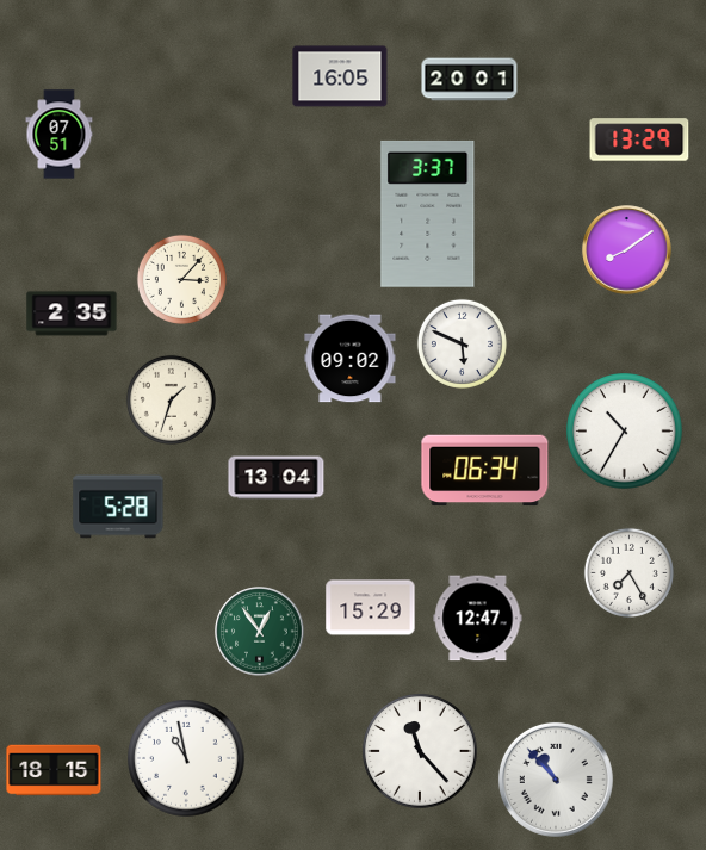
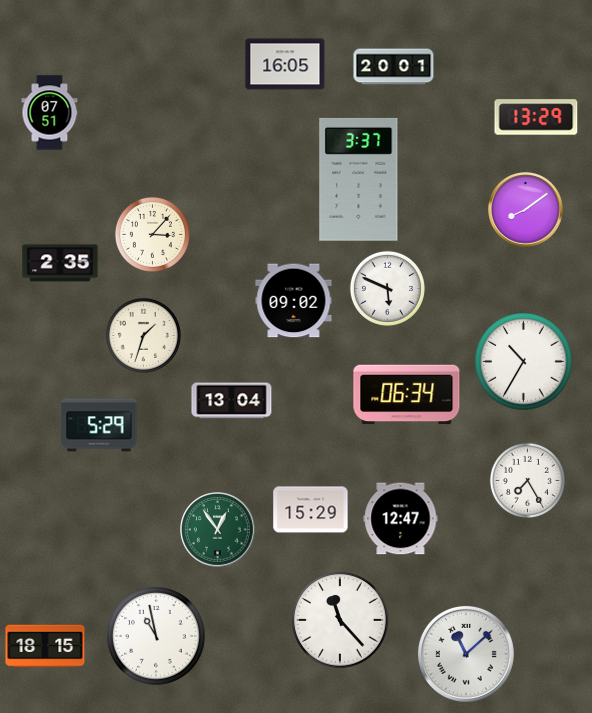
clock at (118, 507): 5:28 -> 5:29
clock at (421, 752) position: (421, 752) -> (341, 621)
clock at (556, 780): 10:53 -> 11:08
